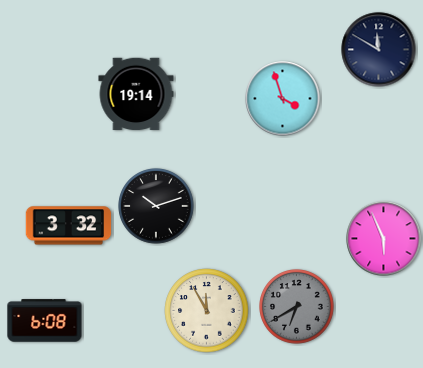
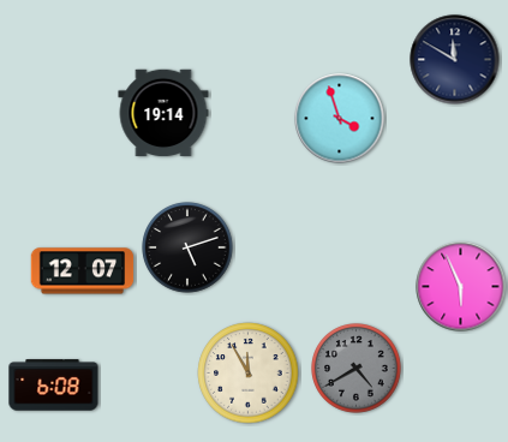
clock at (156, 206): 10:12 -> 5:12
clock at (69, 226): 3:32 -> 12:07
clock at (297, 307): 6:40 -> 4:40
